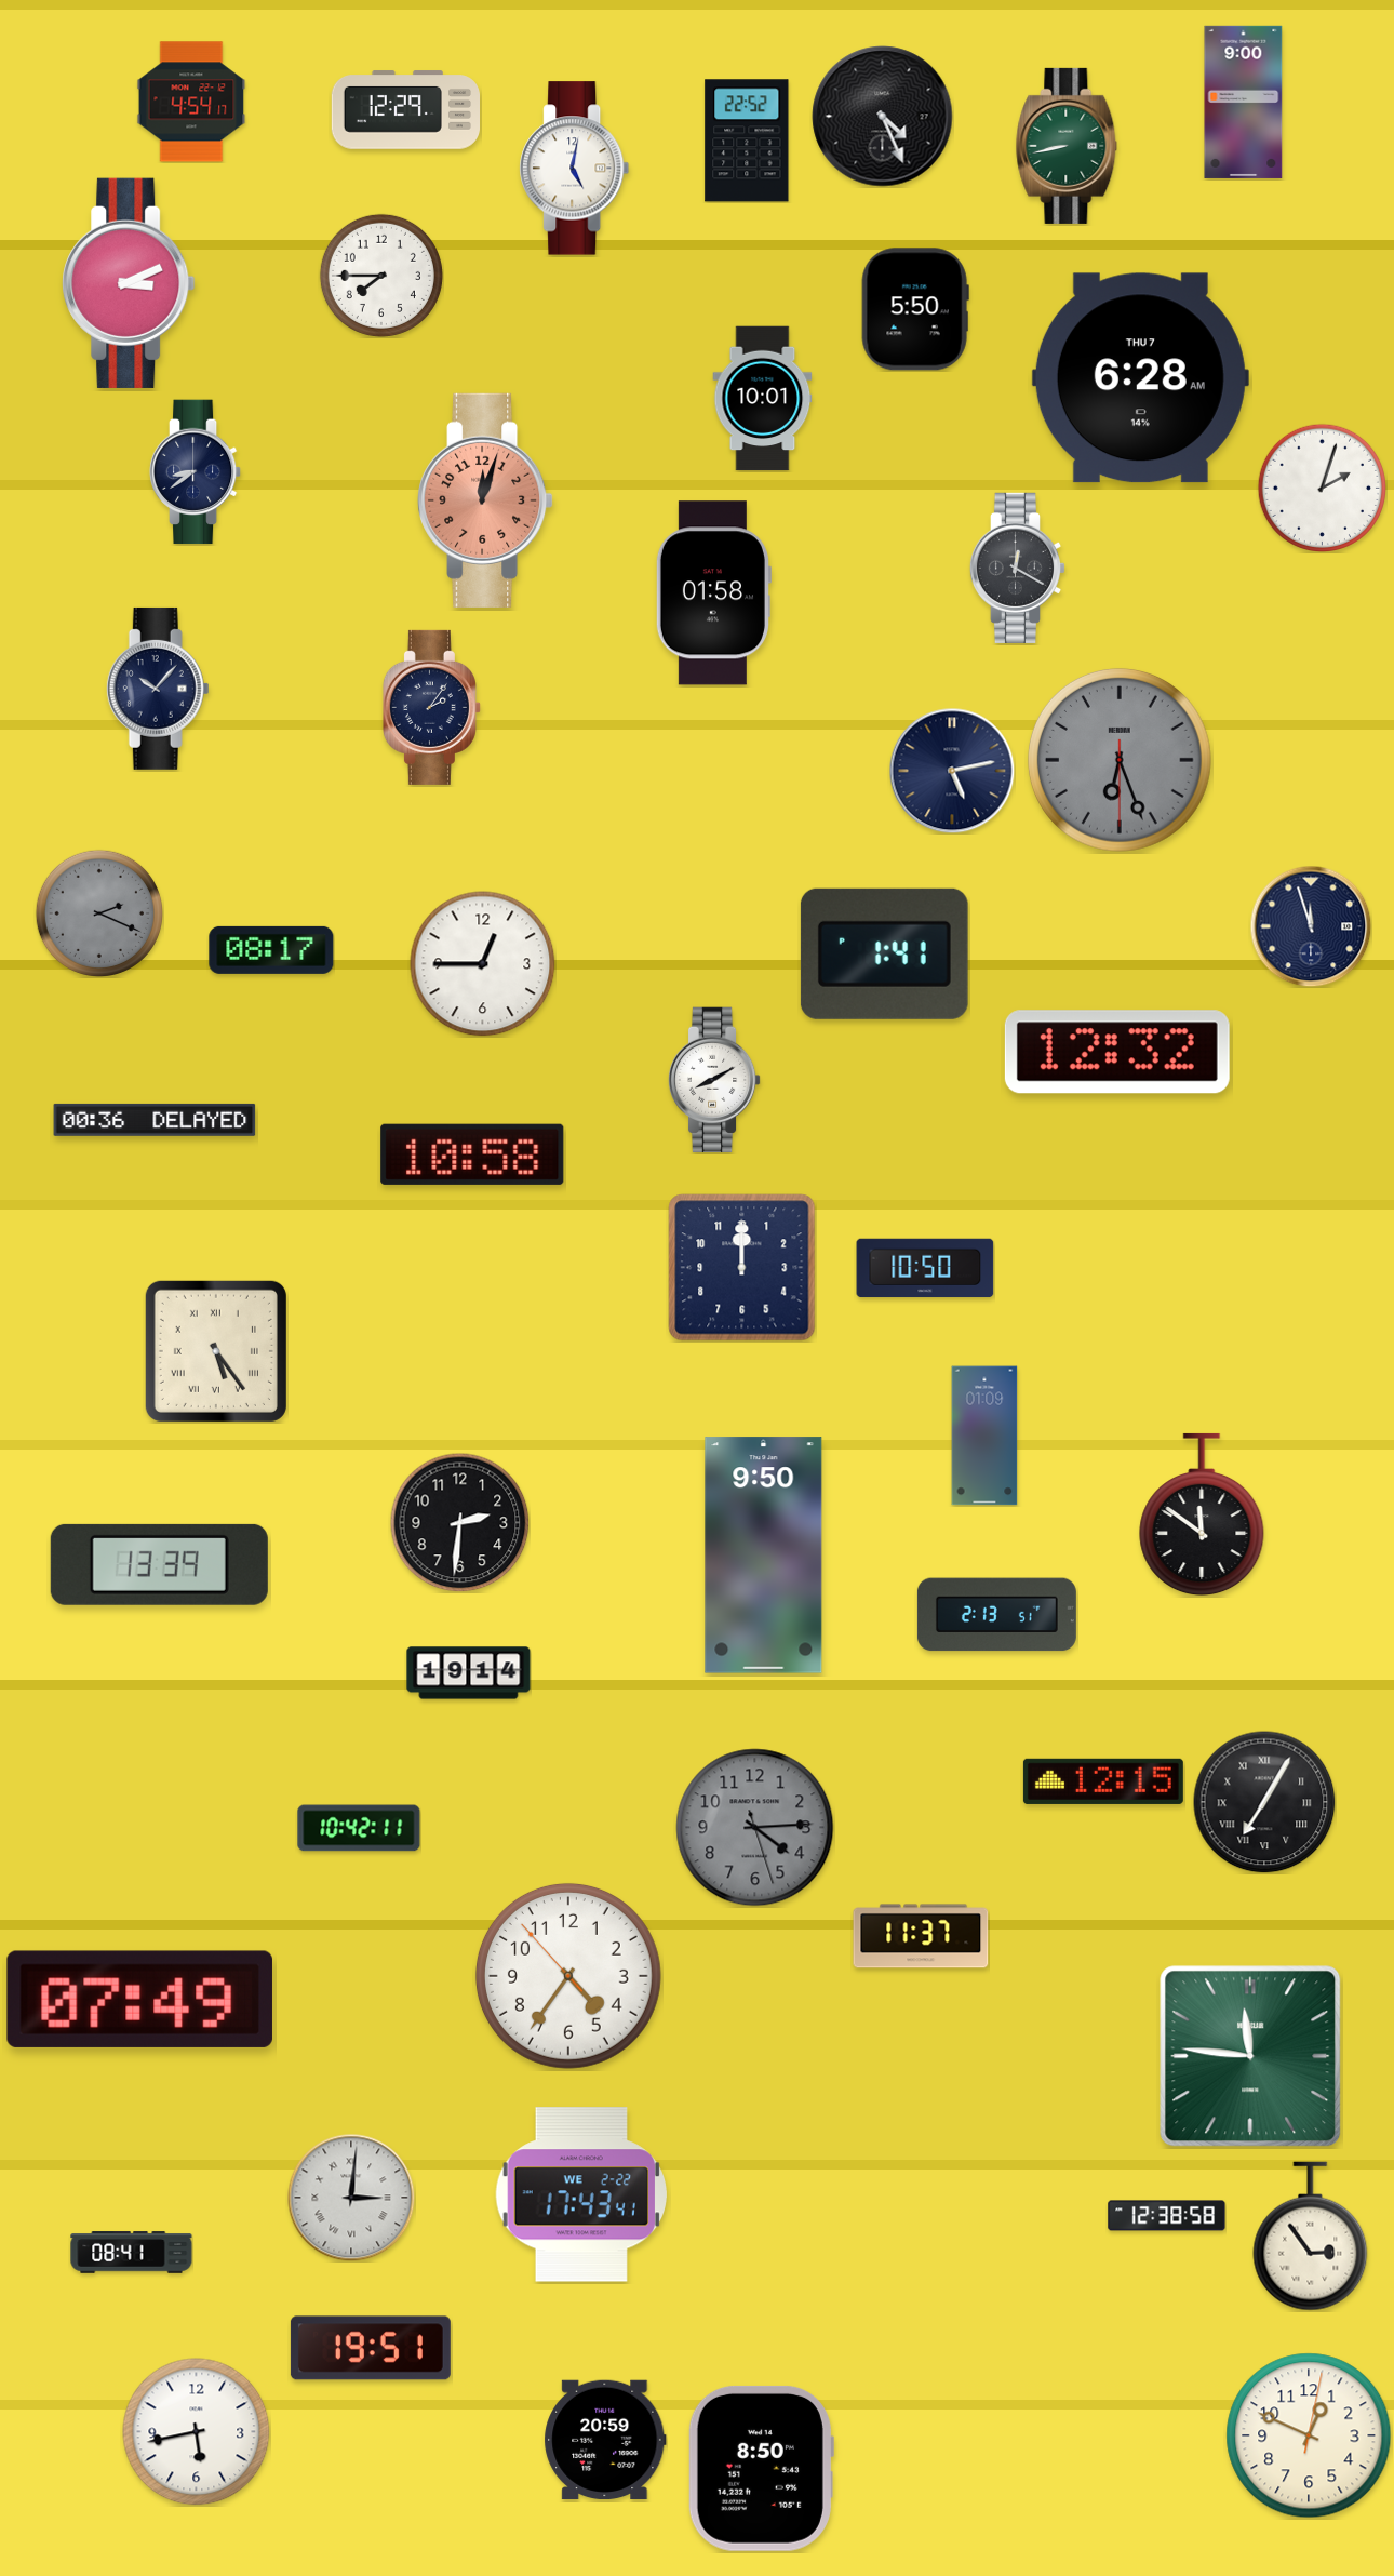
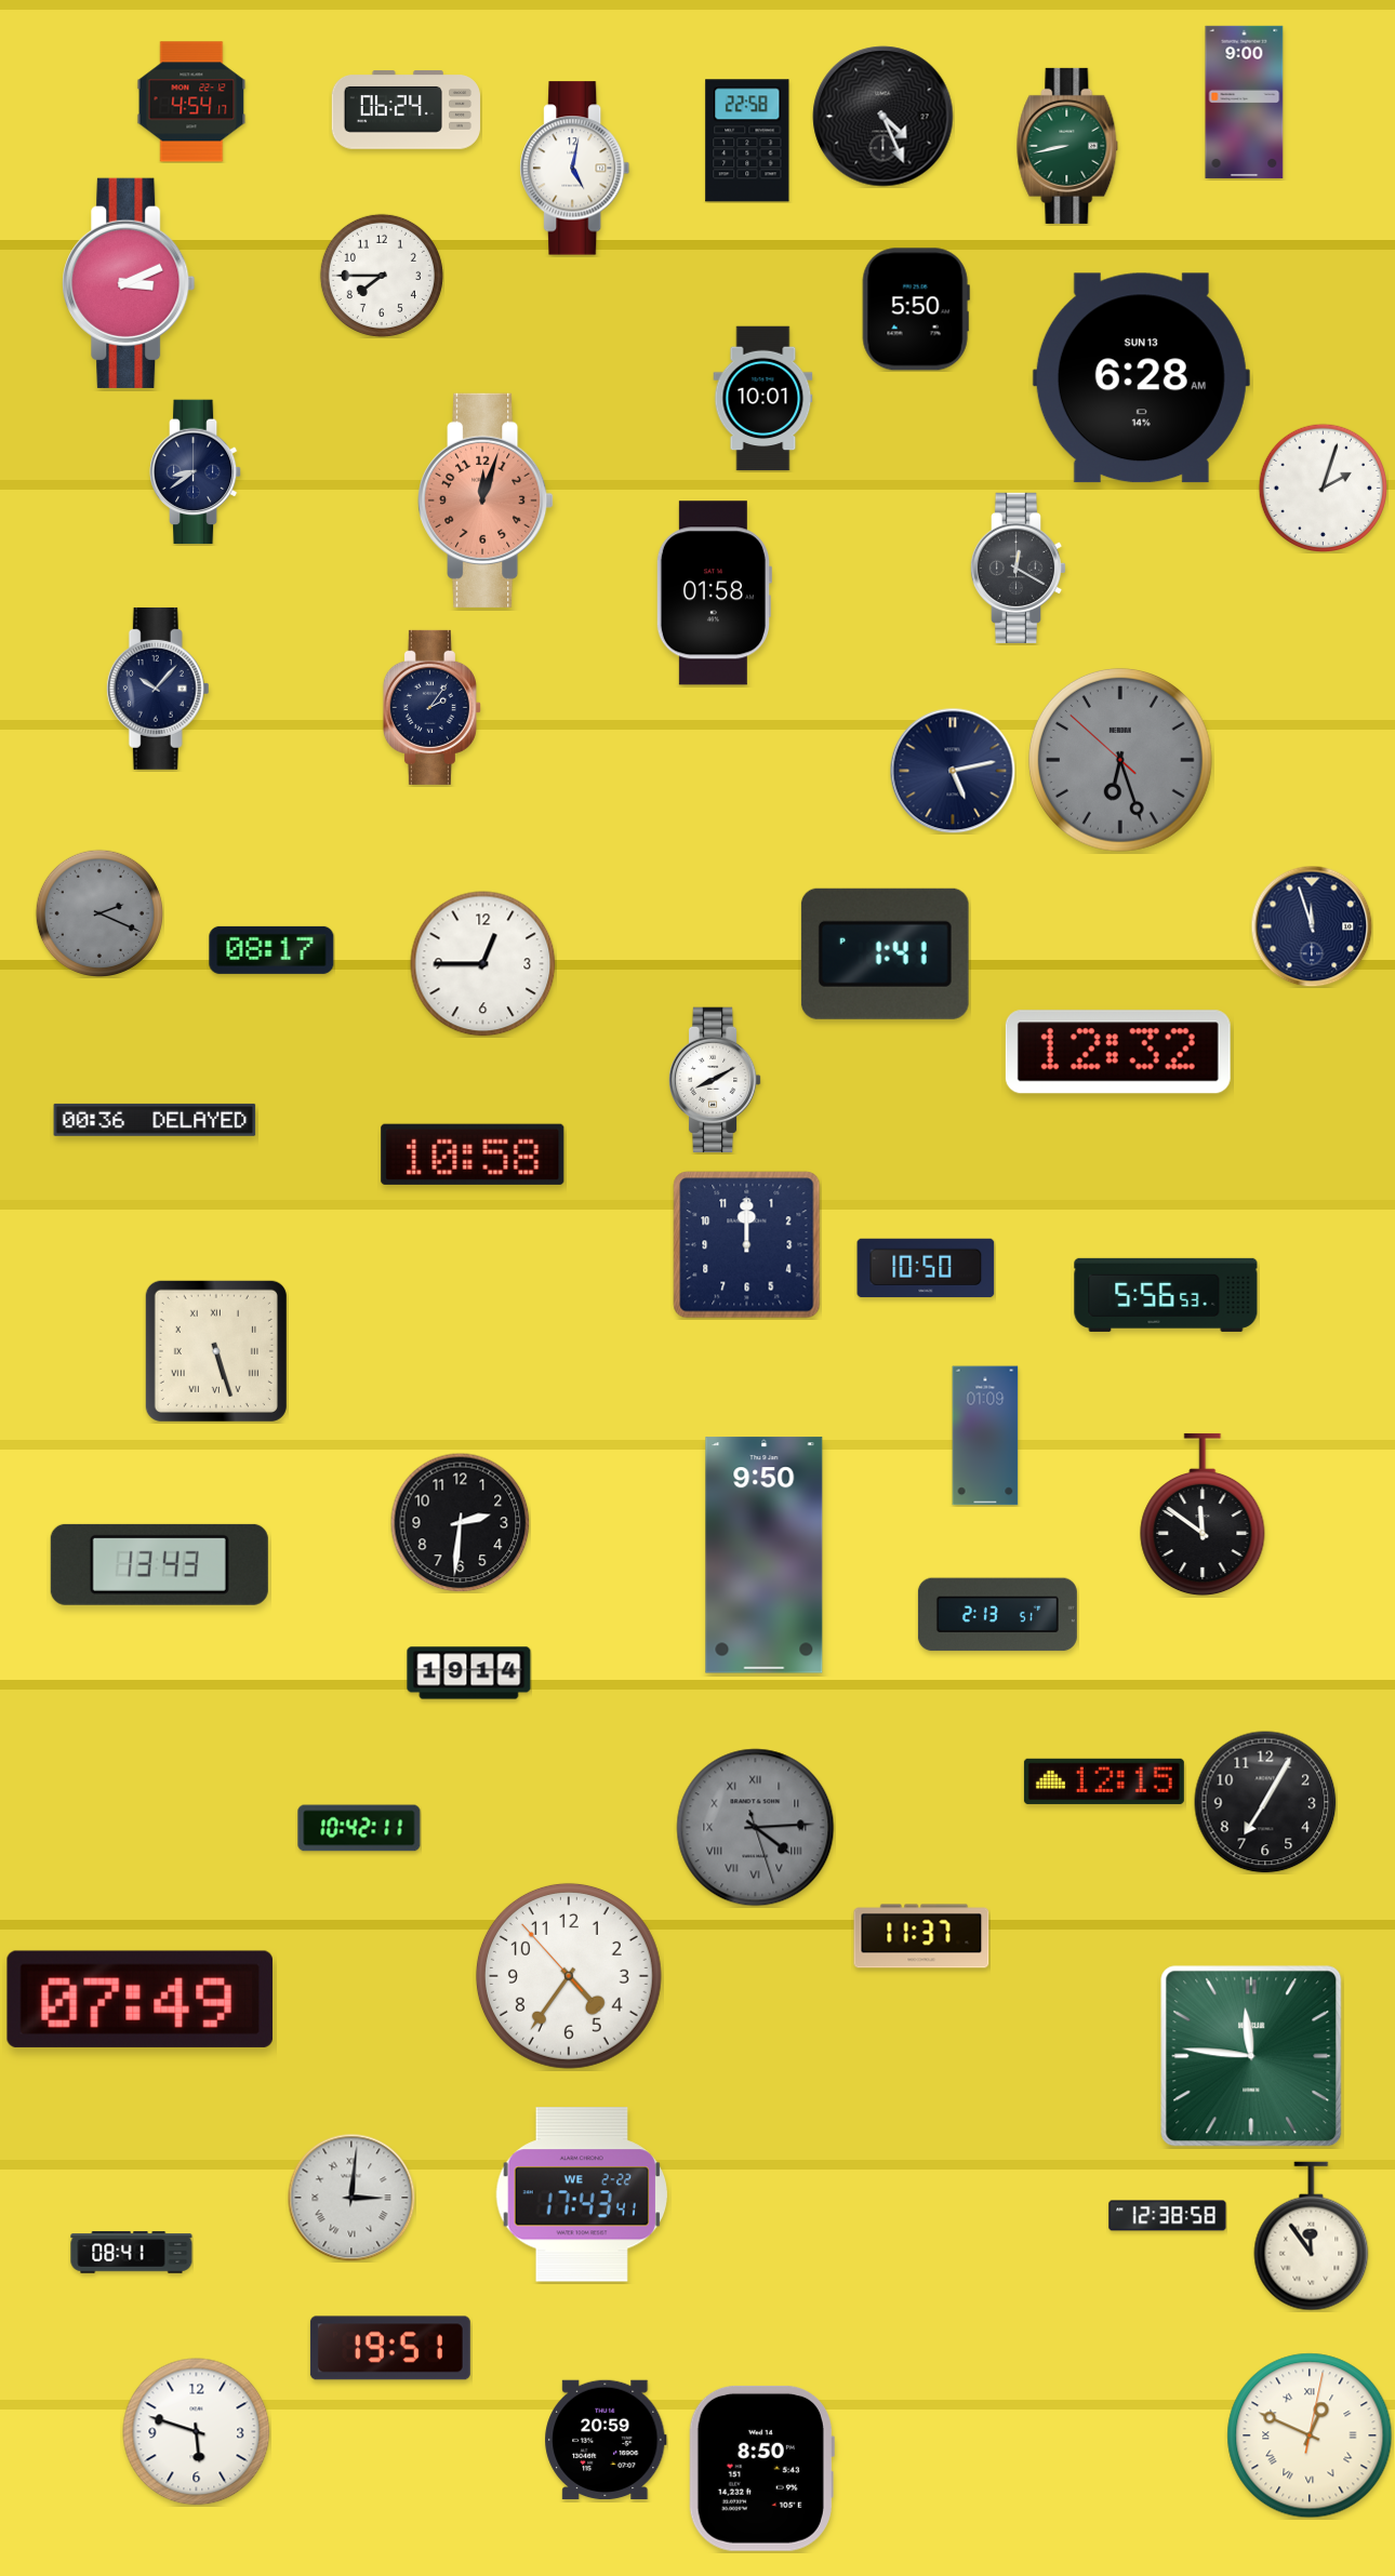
clock at (405, 110): 12:29 -> 06:24
clock at (747, 141): 22:52 -> 22:58
clock at (1140, 378) date: THU 7 -> SUN 13
clock at (1120, 760): 6:26:30 -> 6:26:52
clock at (742, 1268) position: (742, 1268) -> (747, 1245)
clock at (1166, 1295): none -> 5:56
clock at (216, 1351): 5:24 -> 5:27
clock at (159, 1564): 13:39 -> 13:43
clock at (1264, 1802) numerals: Roman -> Arabic
clock at (755, 1828) numerals: Arabic -> Roman
clock at (1311, 2237): 2:54 -> 11:54
clock at (371, 2348) position: (371, 2348) -> (390, 2348)
clock at (197, 2432): 5:43 -> 5:48
clock at (1309, 2435) numerals: Arabic -> Roman
